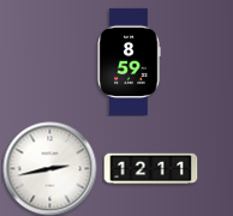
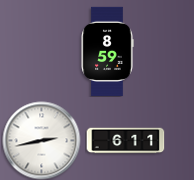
clock at (150, 169): 12:11 -> 6:11
